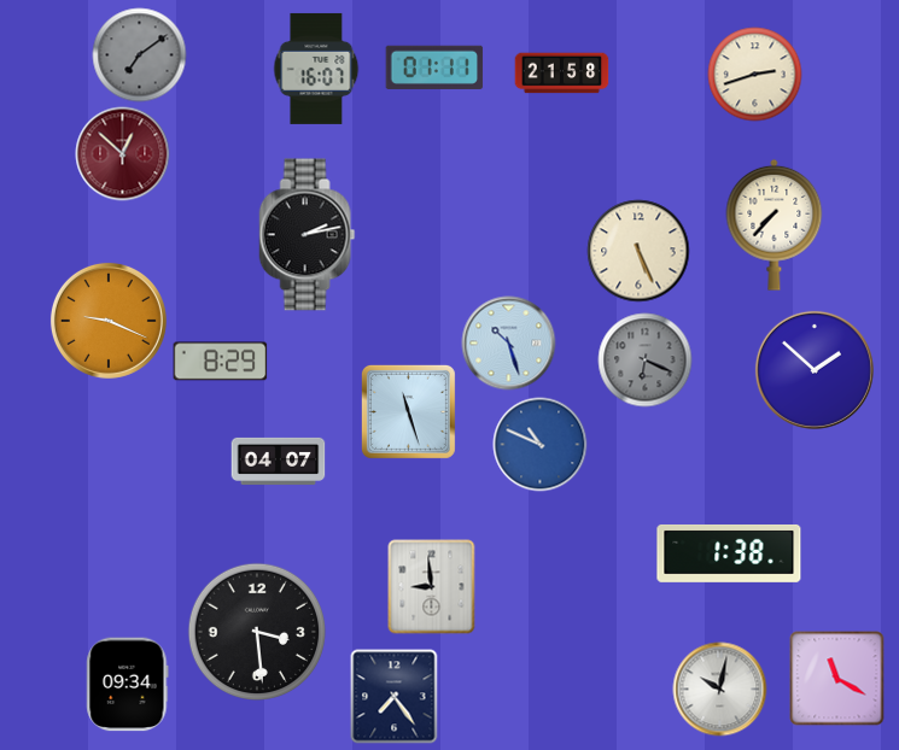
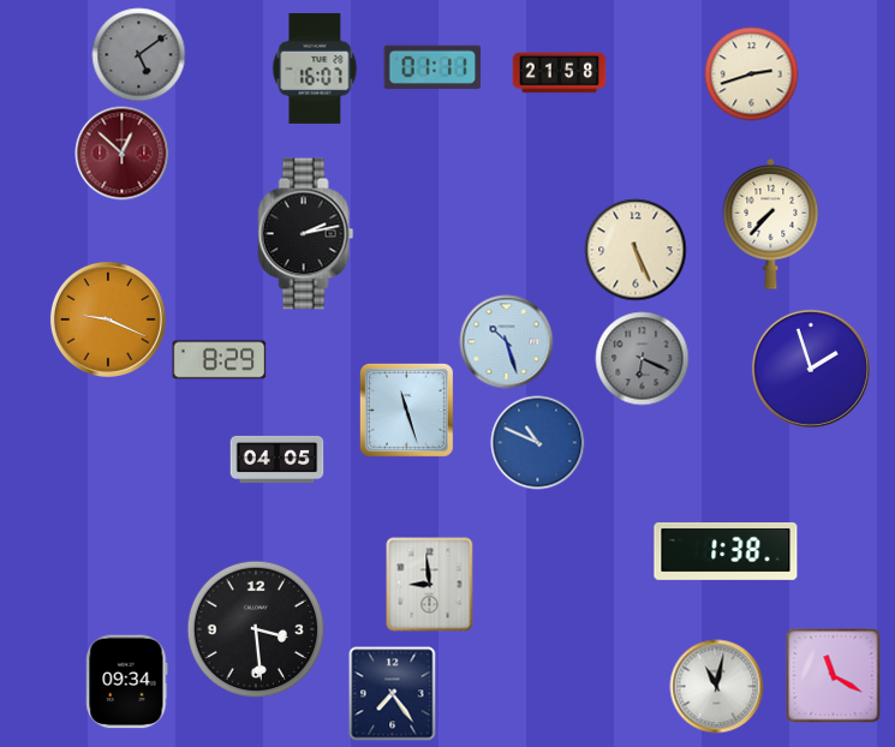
clock at (139, 54): 7:09 -> 5:09
clock at (815, 370): 1:52 -> 1:57
clock at (278, 461): 04:07 -> 04:05
clock at (719, 689): 10:02 -> 11:02
